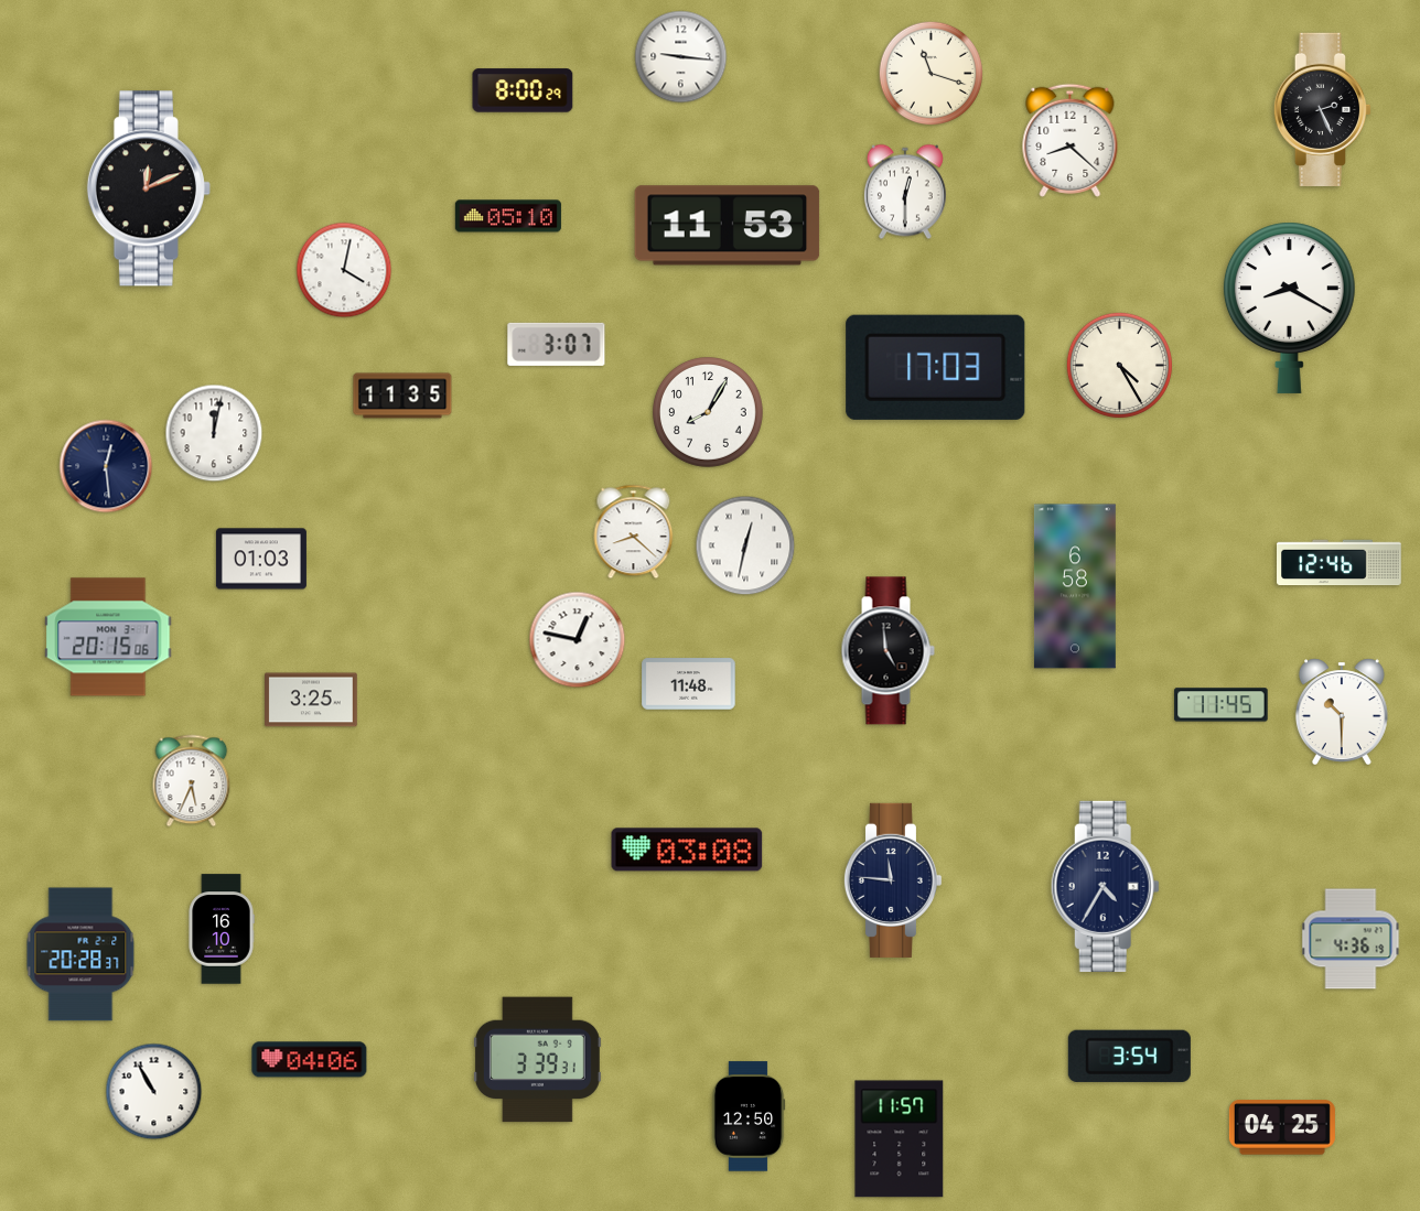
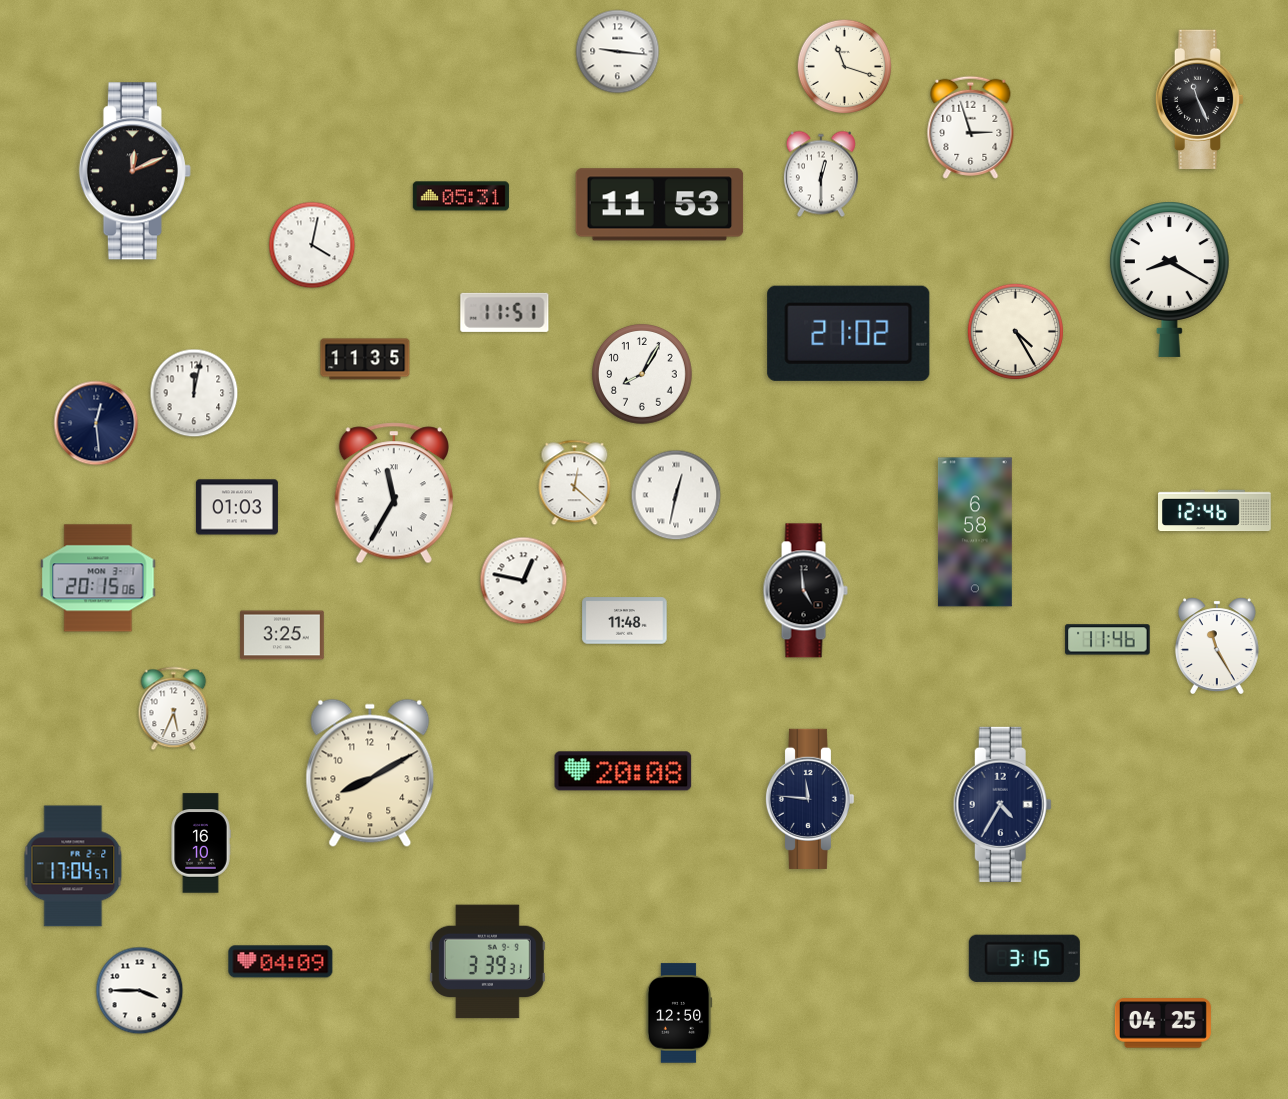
clock at (523, 90): 8:00 -> none
clock at (1323, 109): 2:26 -> 11:26
clock at (1071, 140): 8:22 -> 2:57
clock at (508, 216): 05:10 -> 05:31
clock at (557, 344): 3:07 -> 11:51
clock at (936, 367): 17:03 -> 21:02
clock at (634, 532): 8:22 -> 12:22
clock at (393, 493): none -> 11:35
clock at (1222, 705): 11:45 -> 11:46
clock at (1342, 711): 10:30 -> 11:25
clock at (687, 850): 03:08 -> 20:08
clock at (370, 773): none -> 8:10
clock at (1351, 939): 4:36 -> none
clock at (80, 954): 20:28 -> 17:04
clock at (1129, 1056): 3:54 -> 3:15
clock at (310, 1060): 04:06 -> 04:09
clock at (154, 1092): 10:55 -> 3:45
clock at (900, 1139): 11:57 -> none
